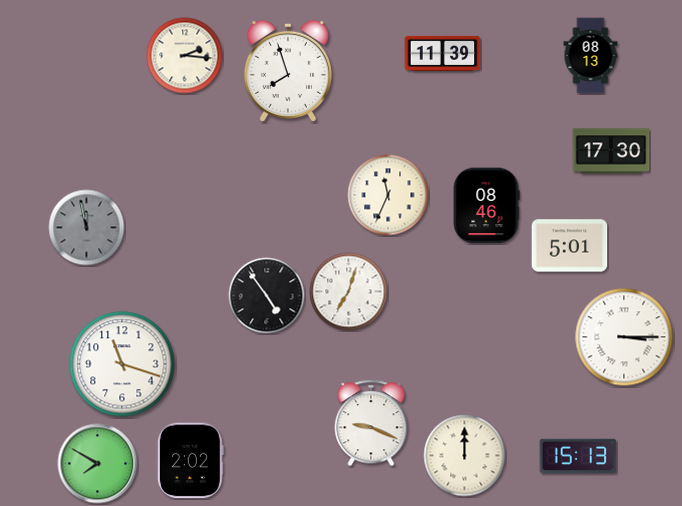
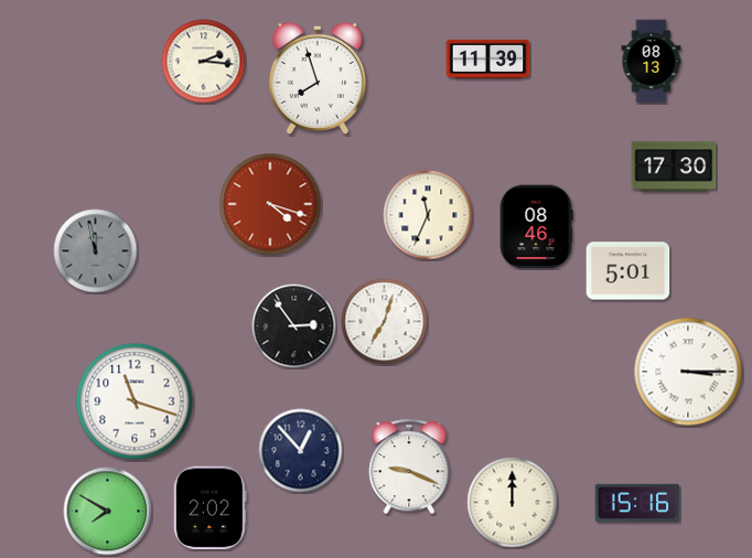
clock at (270, 204): none -> 4:18
clock at (267, 296): 4:54 -> 2:54
clock at (301, 451): none -> 12:53
clock at (578, 456): 15:13 -> 15:16
